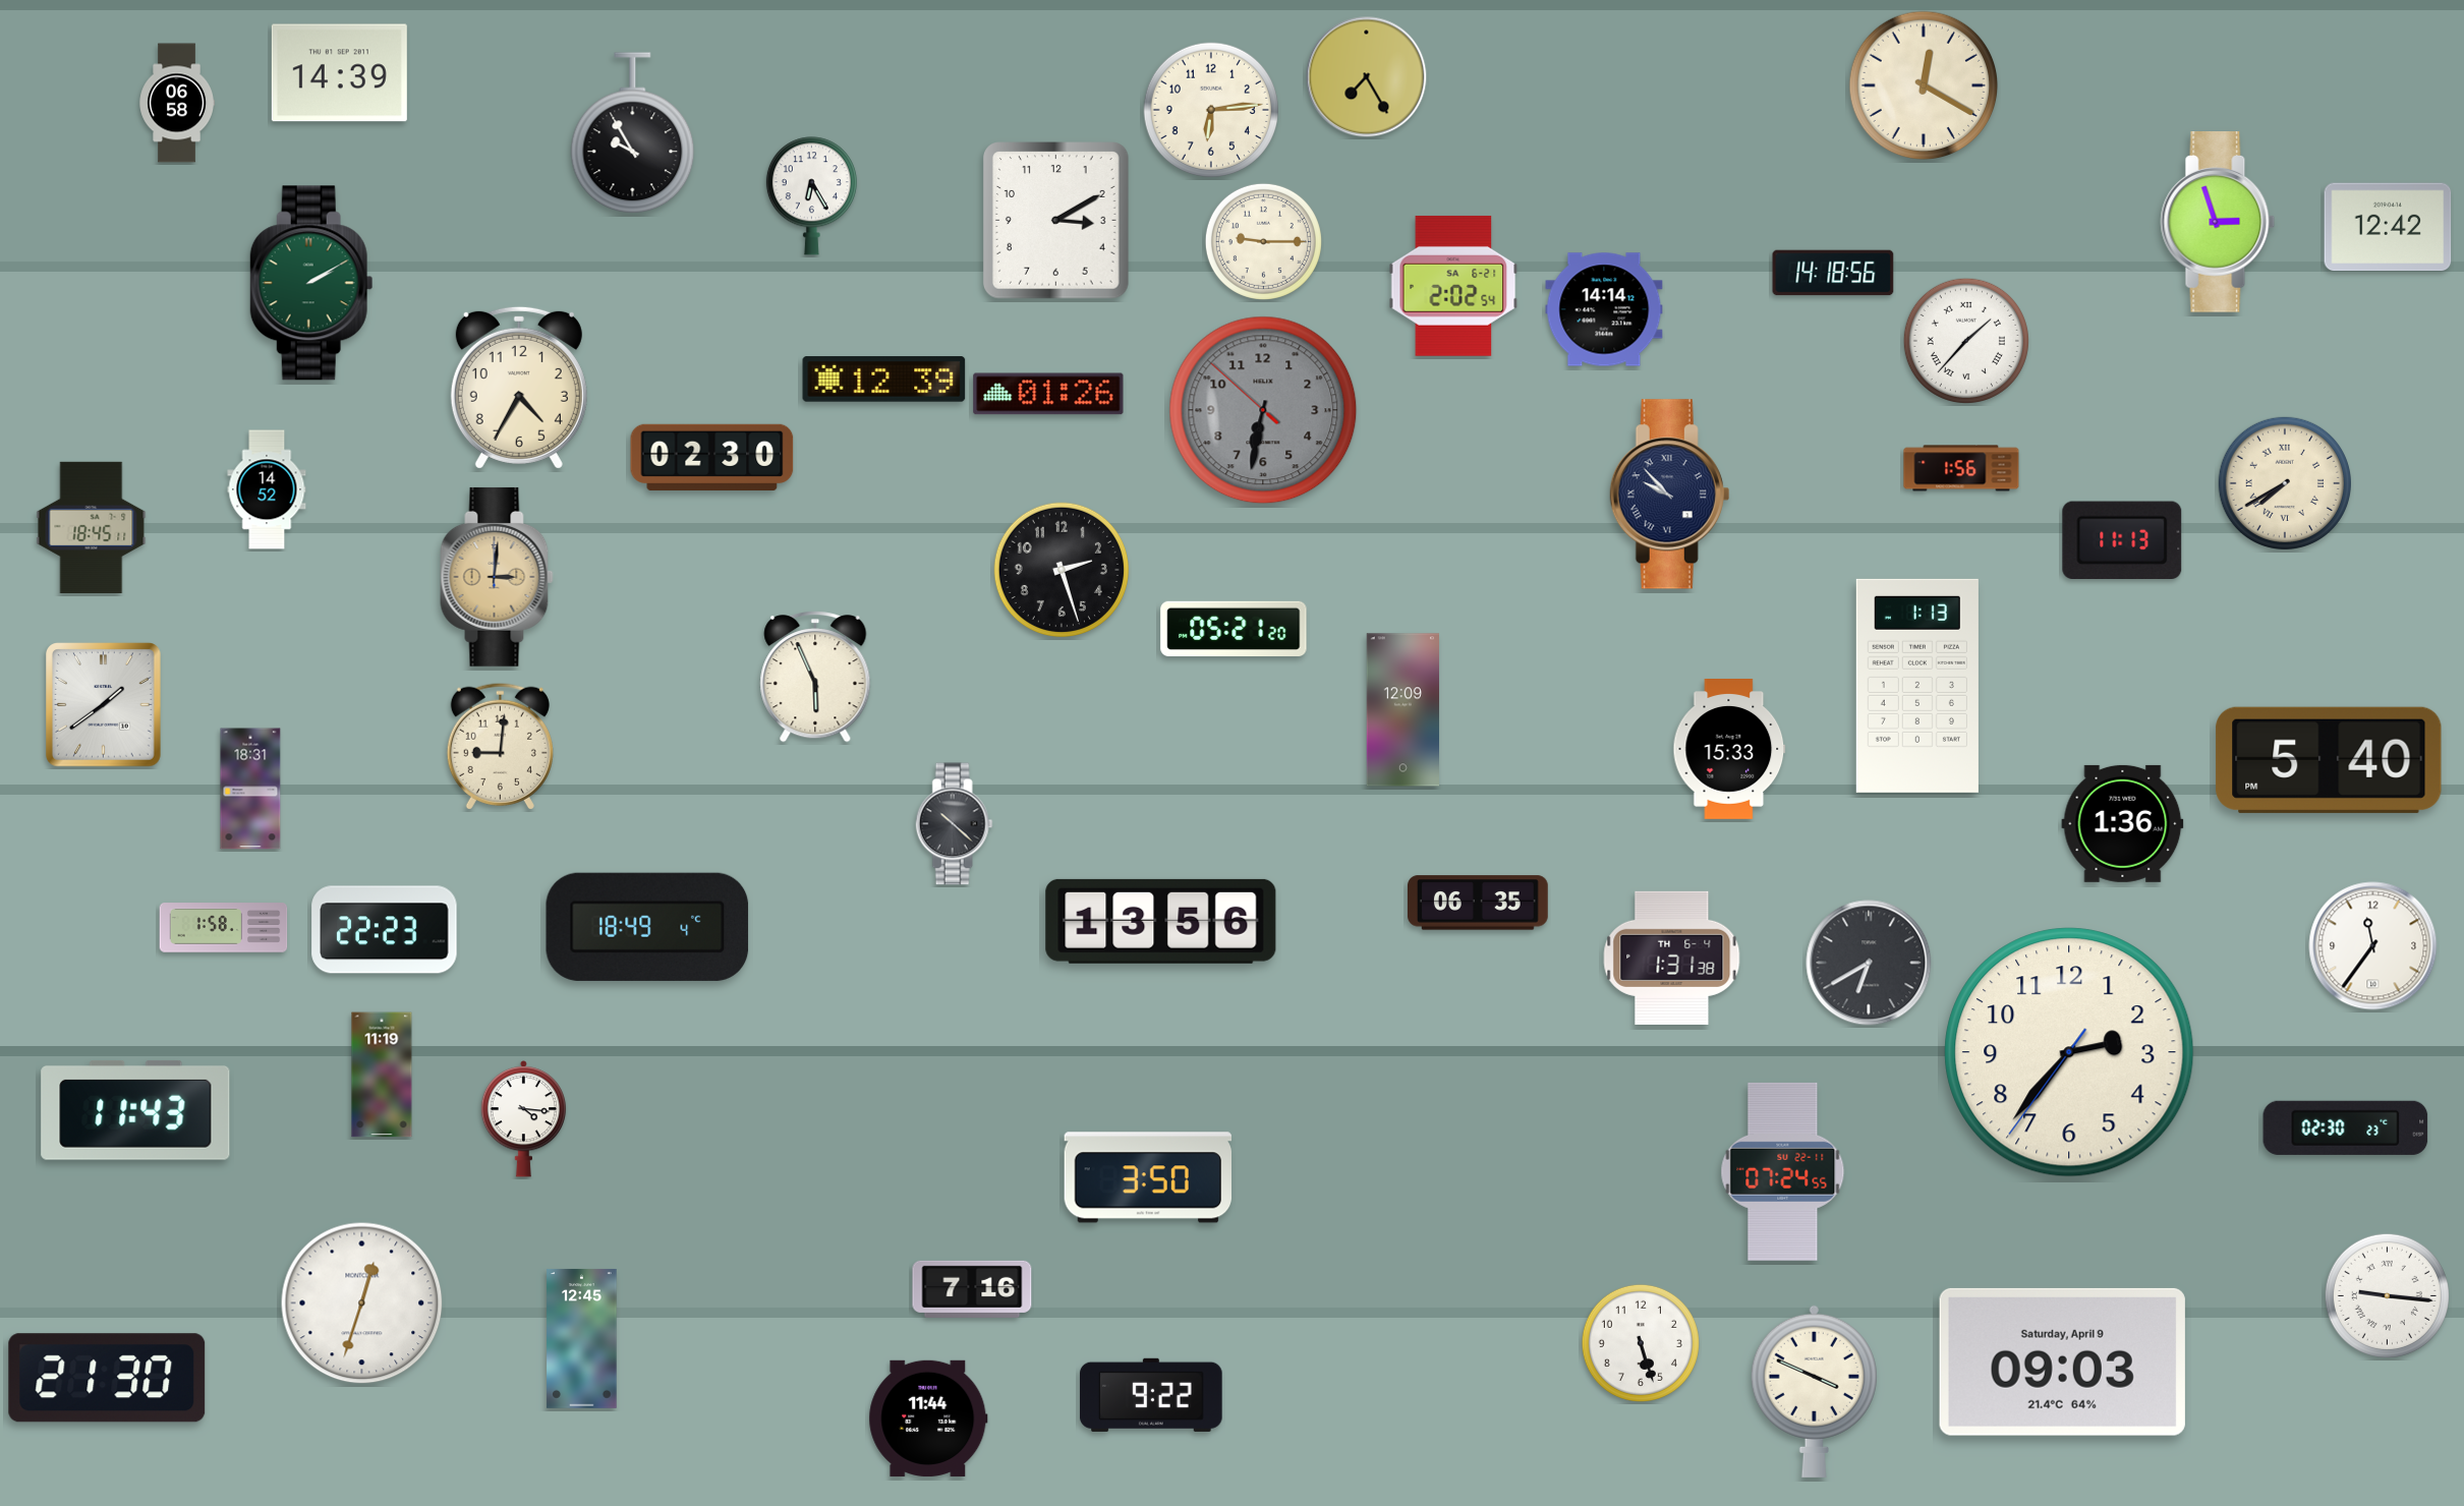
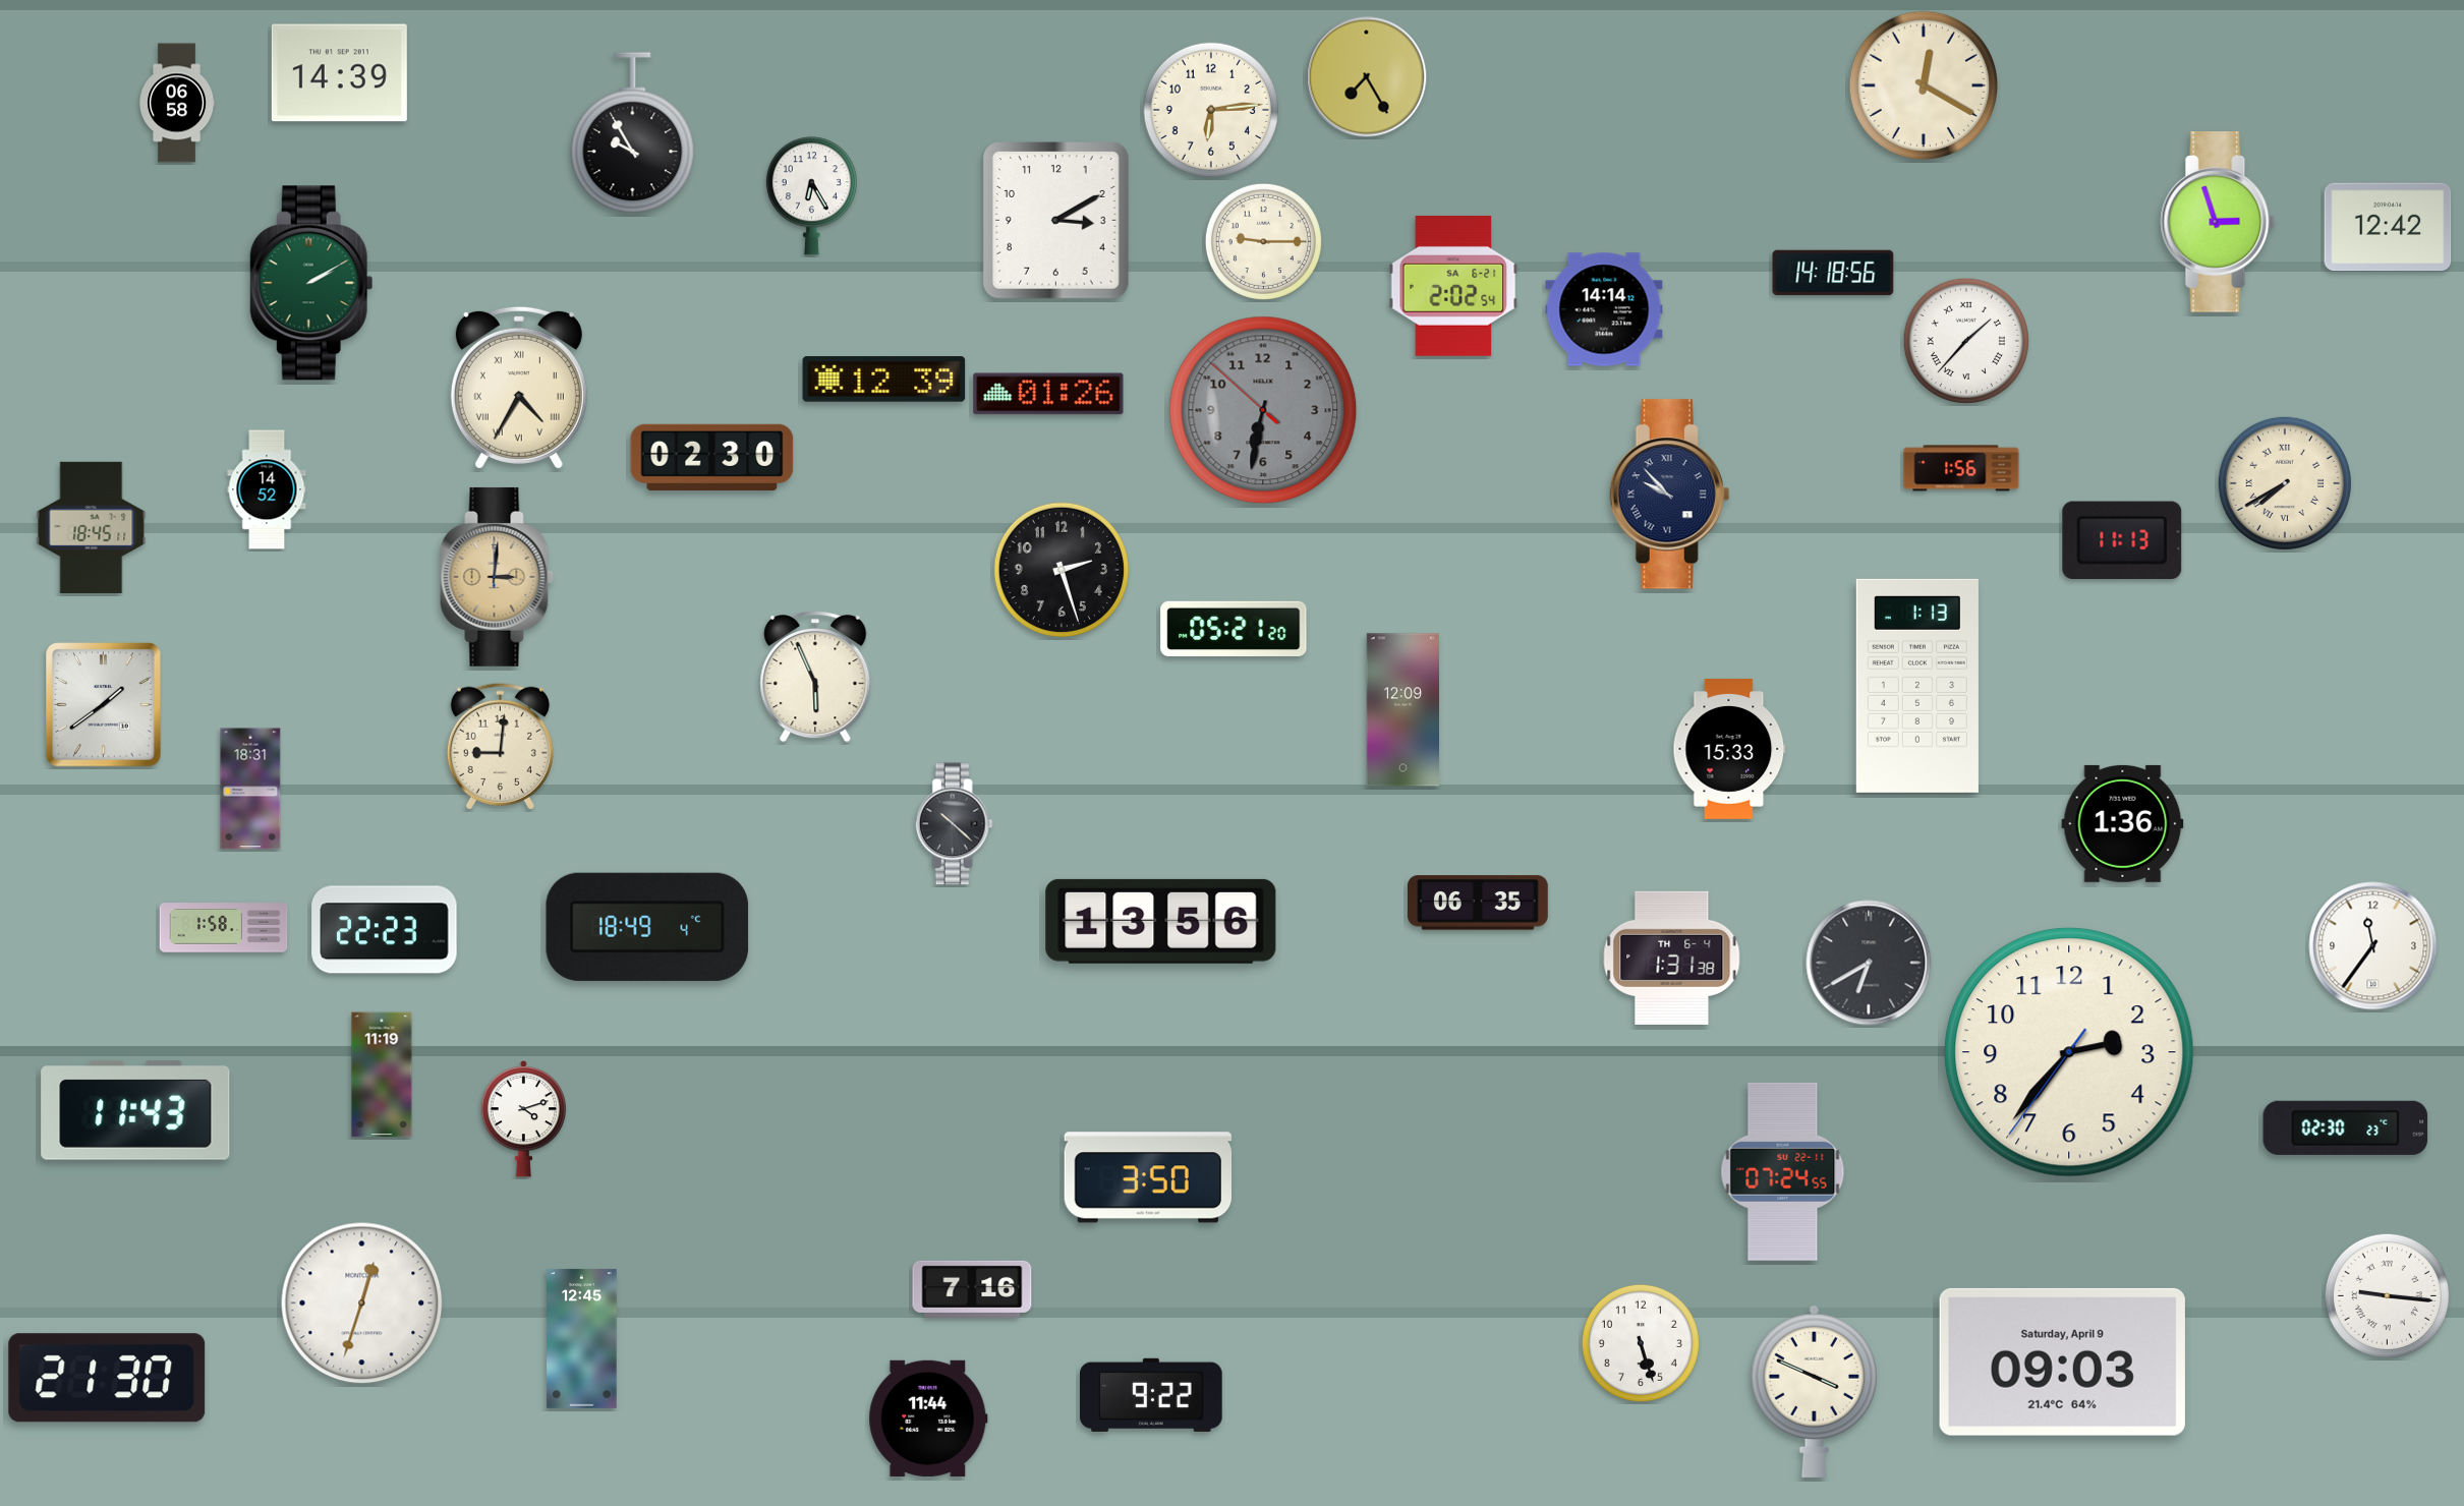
clock at (519, 388) numerals: Arabic -> Roman
clock at (2329, 760): 5:40 -> none
clock at (524, 1119): 4:16 -> 4:12
